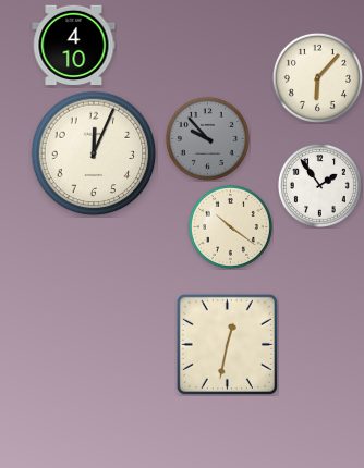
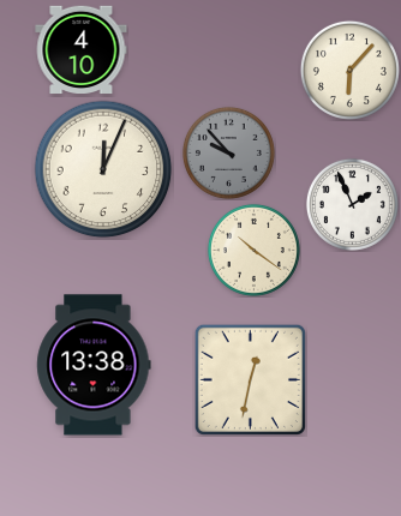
clock at (317, 77) position: (317, 77) -> (349, 70)
clock at (319, 185): 1:54 -> 1:56
clock at (94, 365): none -> 13:38
